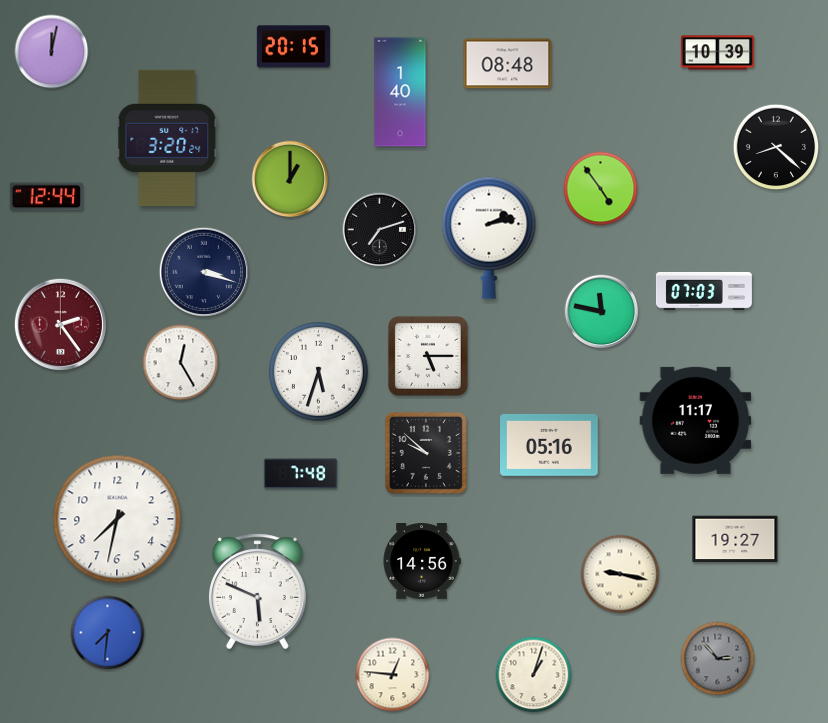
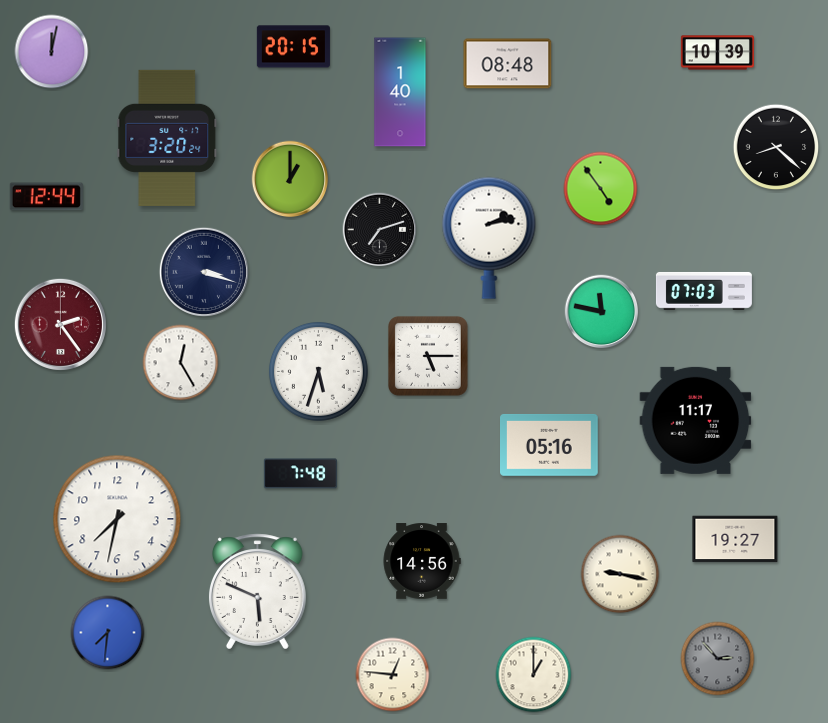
clock at (426, 453): 9:52 -> none
clock at (534, 675): 1:03 -> 1:00
